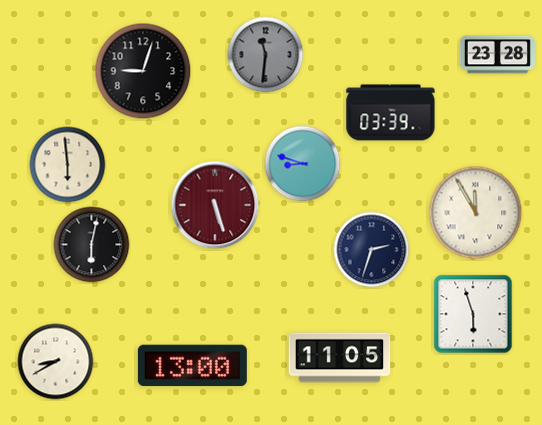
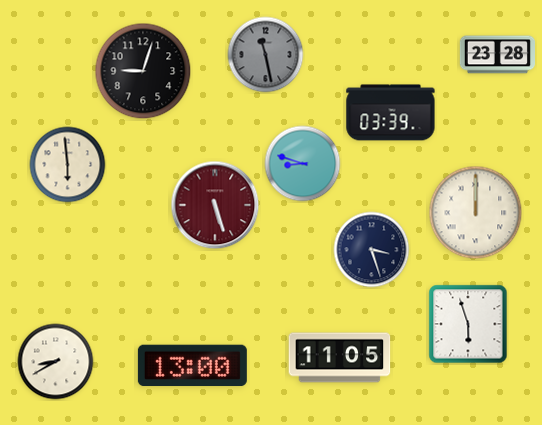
clock at (266, 55): 11:31 -> 11:28
clock at (476, 213): 11:55 -> 12:00
clock at (92, 245): 6:02 -> none
clock at (372, 250): 2:33 -> 3:27
clock at (473, 314) position: (473, 314) -> (468, 324)
